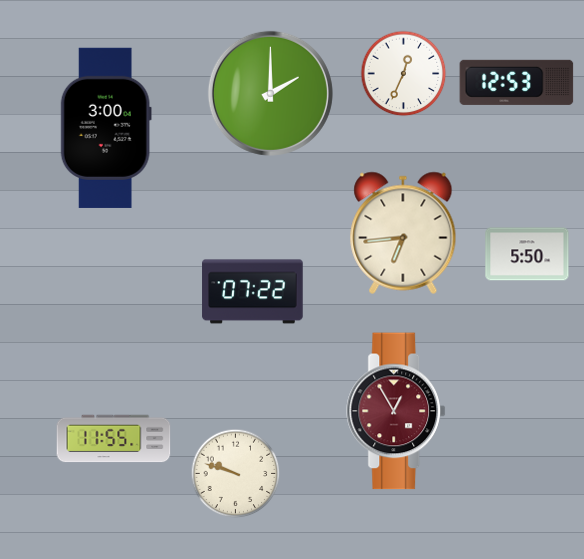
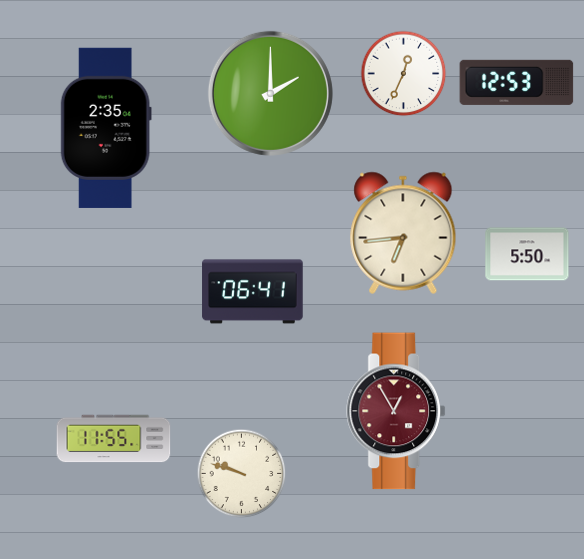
clock at (106, 128): 3:00 -> 2:35
clock at (253, 292): 07:22 -> 06:41
clock at (236, 474) position: (236, 474) -> (242, 474)
